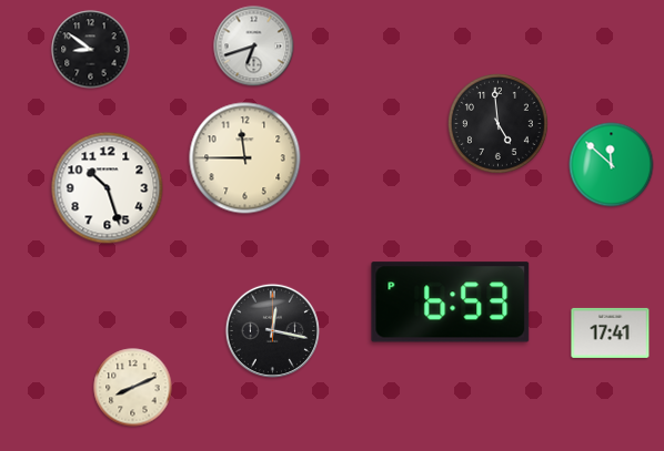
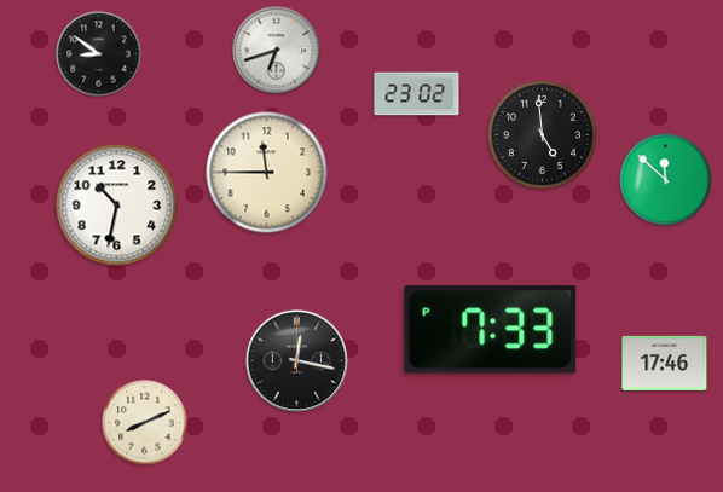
clock at (417, 94): none -> 23:02
clock at (108, 188): 10:27 -> 10:32
clock at (451, 303): 6:53 -> 7:33
clock at (611, 332): 17:41 -> 17:46
